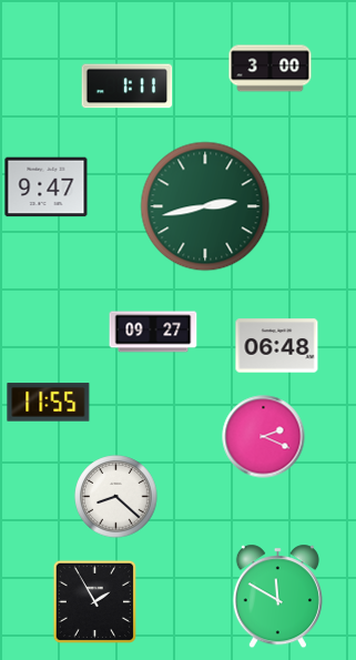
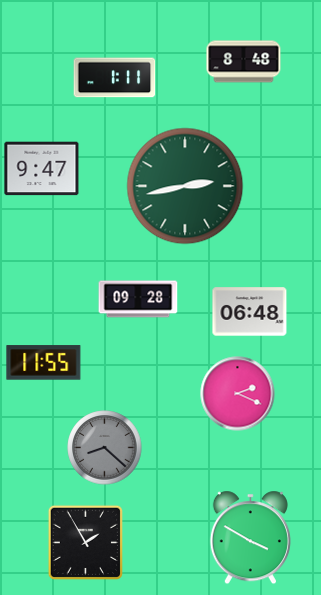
clock at (271, 69): 3:00 -> 8:48
clock at (153, 332): 09:27 -> 09:28
clock at (116, 497) dial: white -> grey
clock at (277, 597): 11:50 -> 3:50
